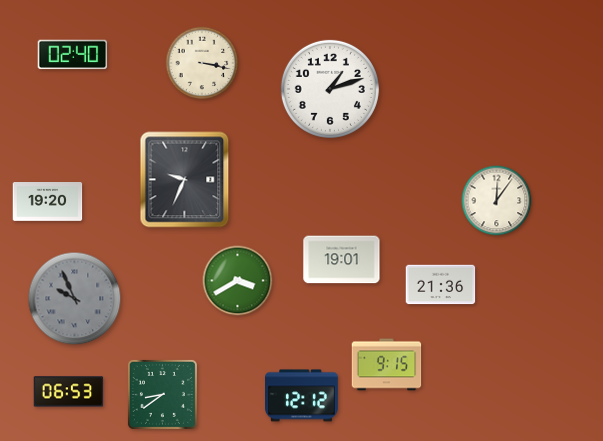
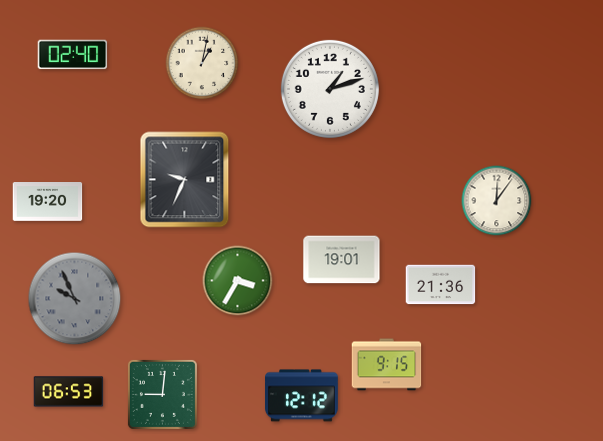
clock at (202, 63): 3:17 -> 1:02
clock at (238, 281): 3:40 -> 3:35
clock at (162, 394): 8:39 -> 9:01
